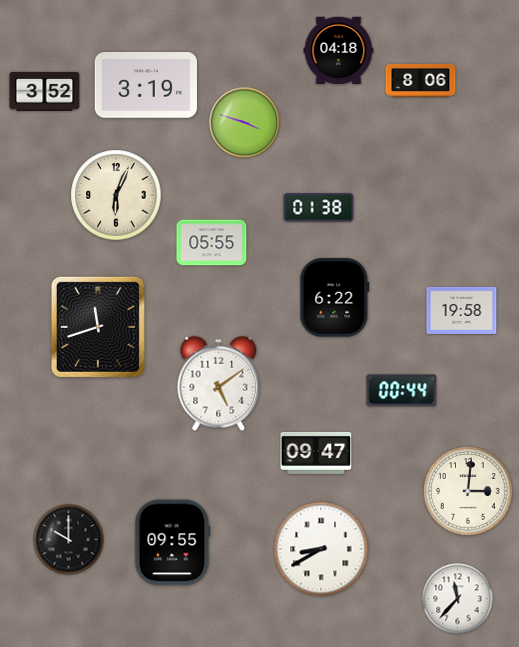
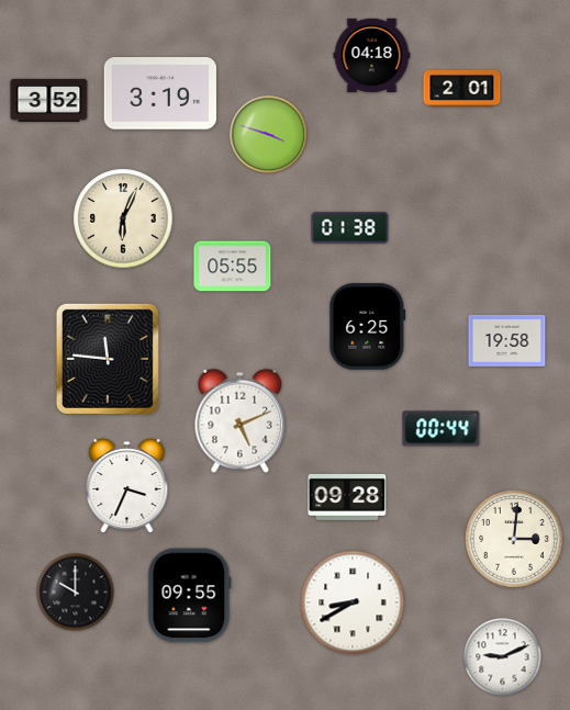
clock at (421, 81): 8:06 -> 2:01
clock at (116, 195) position: (116, 195) -> (123, 218)
clock at (335, 298): 6:22 -> 6:25
clock at (98, 327): 11:42 -> 11:46
clock at (219, 384): 5:09 -> 5:11
clock at (127, 486): none -> 3:34
clock at (316, 453): 09:47 -> 09:28
clock at (458, 599): 11:37 -> 9:11
